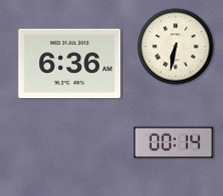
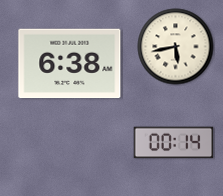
clock at (176, 47): 6:32 -> 5:43
clock at (70, 64): 6:36 -> 6:38
